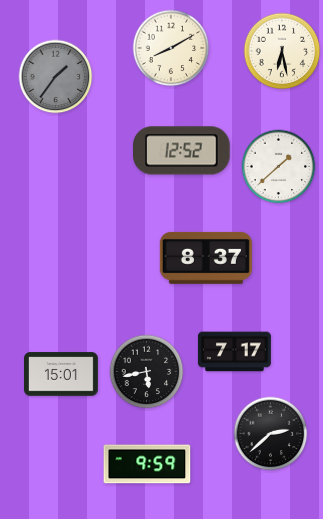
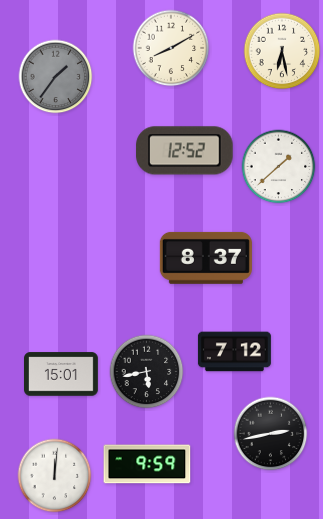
clock at (182, 151) position: (182, 151) -> (185, 151)
clock at (234, 352): 7:17 -> 7:12
clock at (271, 434): 2:38 -> 2:43
clock at (55, 476): none -> 12:01
